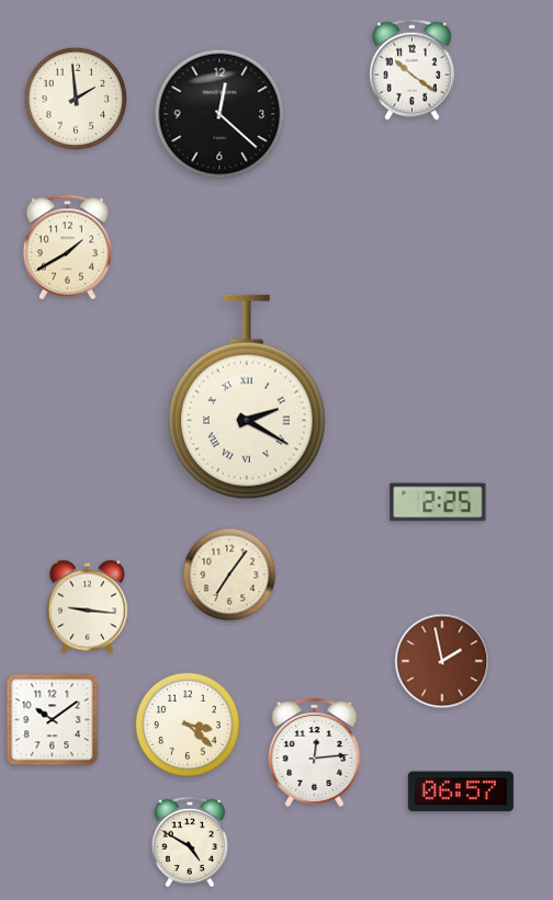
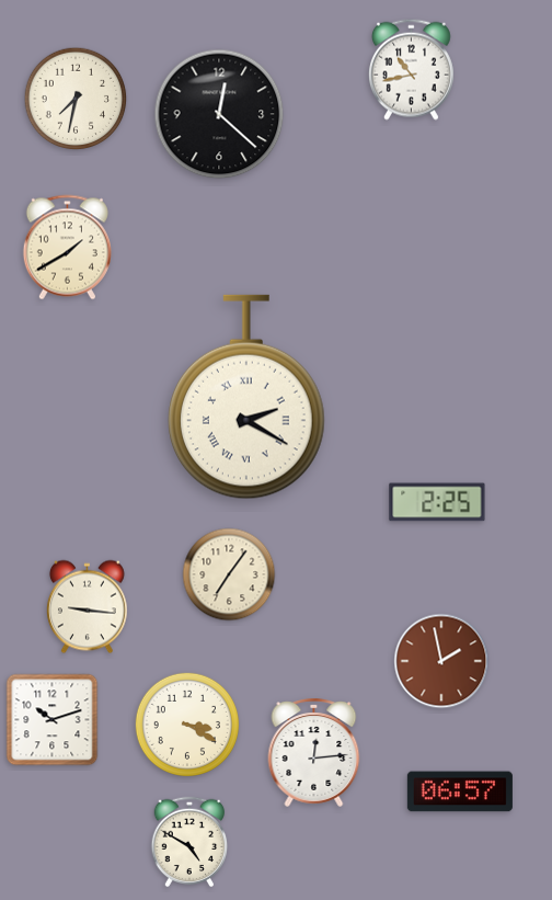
clock at (411, 69): 10:21 -> 10:43
clock at (76, 99): 1:59 -> 7:32
clock at (53, 720): 10:09 -> 10:12
clock at (187, 724): 3:22 -> 3:20
